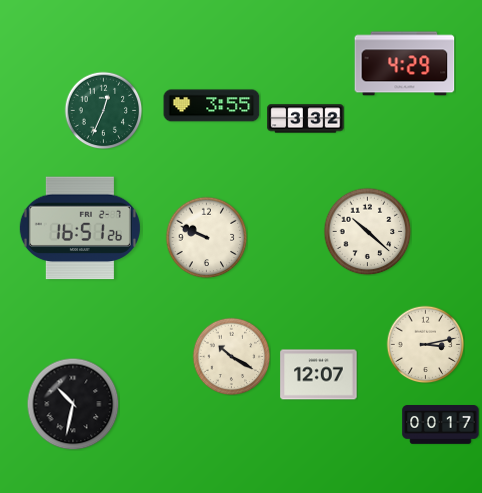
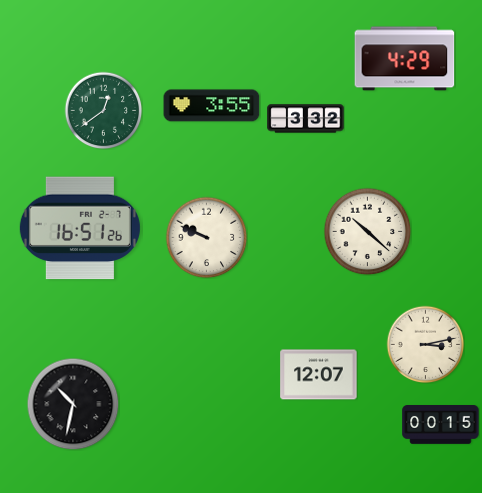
clock at (405, 64) position: (405, 64) -> (405, 59)
clock at (103, 110): 12:34 -> 12:39
clock at (231, 356): 10:20 -> none
clock at (441, 425): 00:17 -> 00:15
